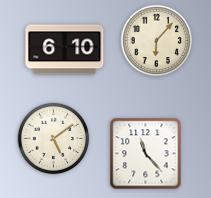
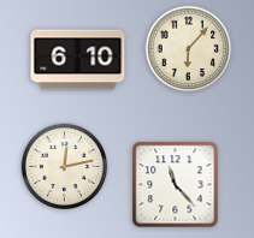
clock at (54, 139): 5:09 -> 12:13
